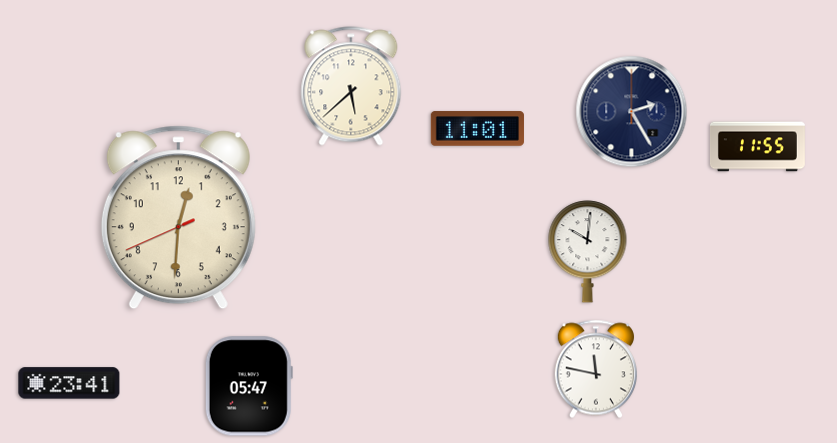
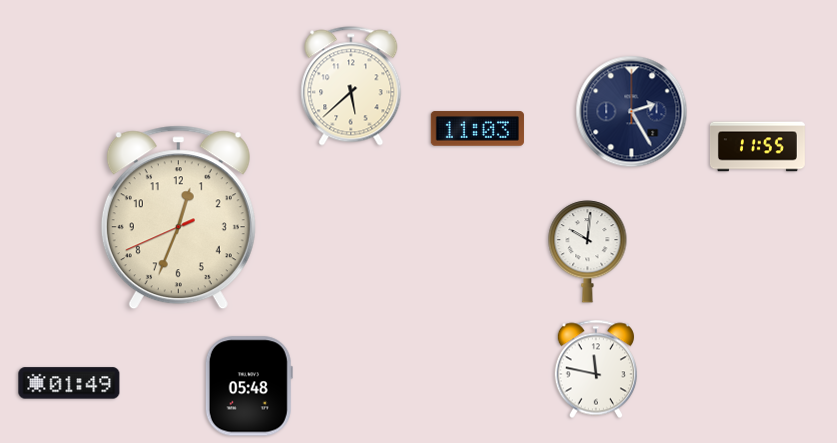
clock at (477, 129): 11:01 -> 11:03
clock at (178, 218): 12:30 -> 12:33
clock at (69, 383): 23:41 -> 01:49
clock at (249, 386): 05:47 -> 05:48
